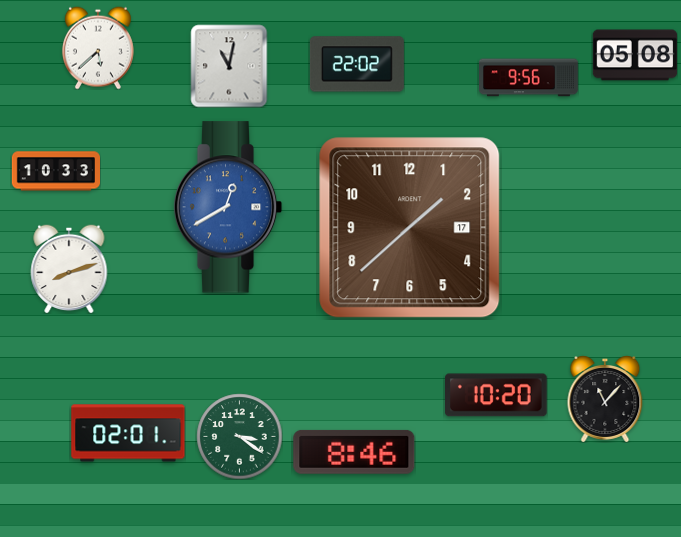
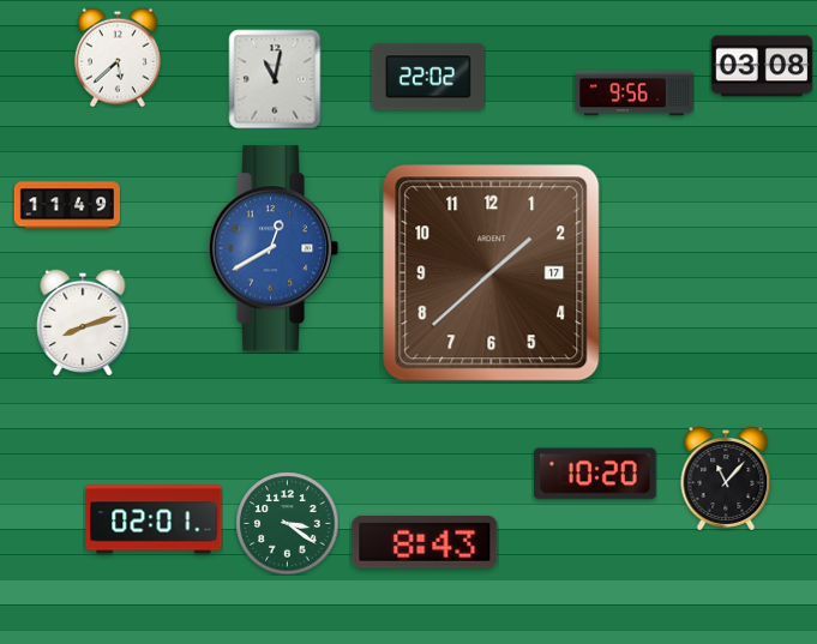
clock at (635, 55): 05:08 -> 03:08
clock at (55, 171): 10:33 -> 11:49
clock at (354, 452): 8:46 -> 8:43
